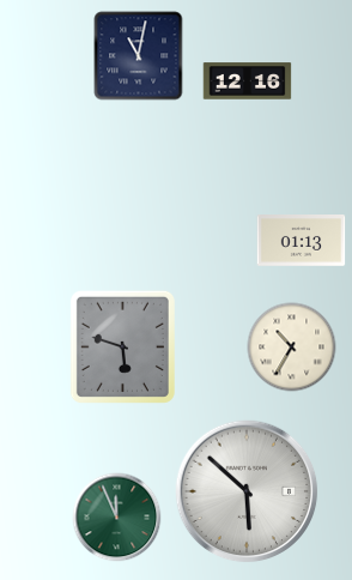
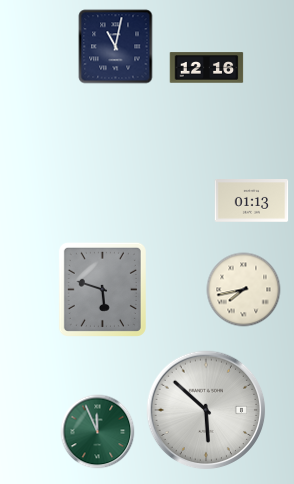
clock at (292, 348): 10:35 -> 7:43
